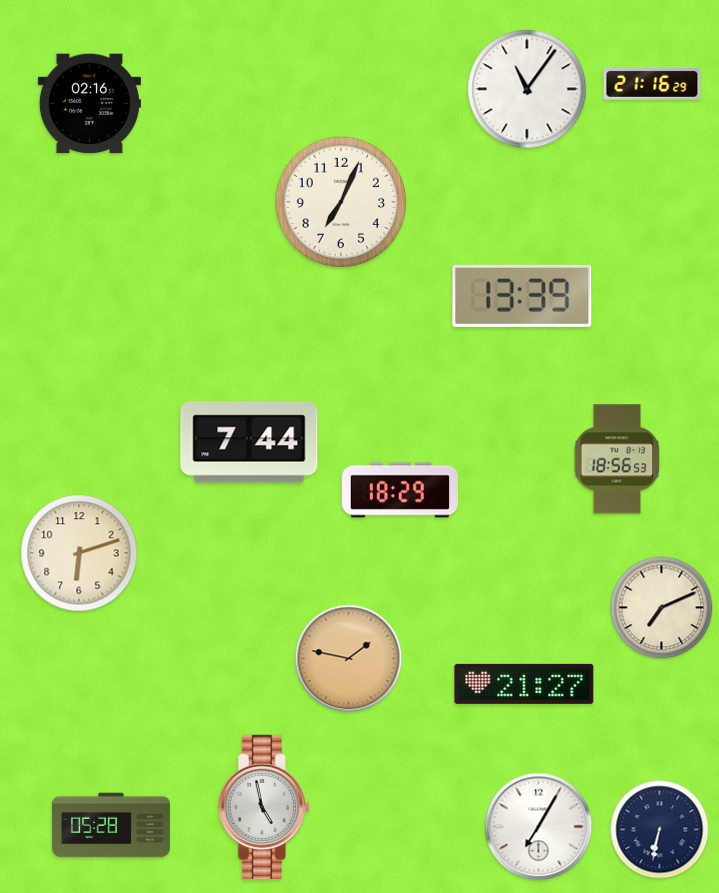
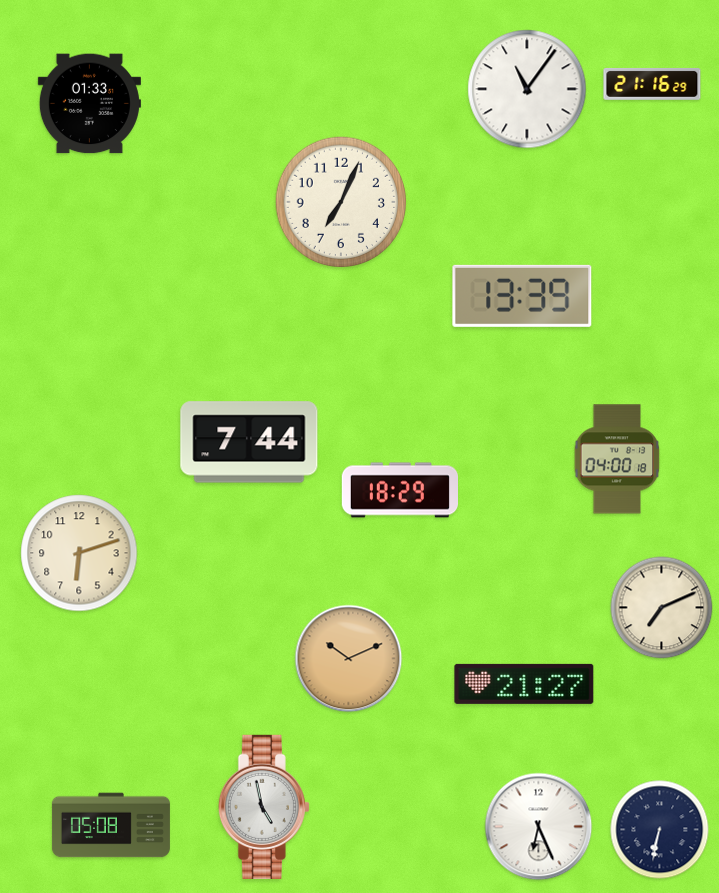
clock at (89, 104): 02:16 -> 01:33
clock at (617, 459): 18:56 -> 04:00
clock at (349, 659): 1:47 -> 10:11
clock at (111, 825): 05:28 -> 05:08
clock at (539, 827): 7:05 -> 6:26
